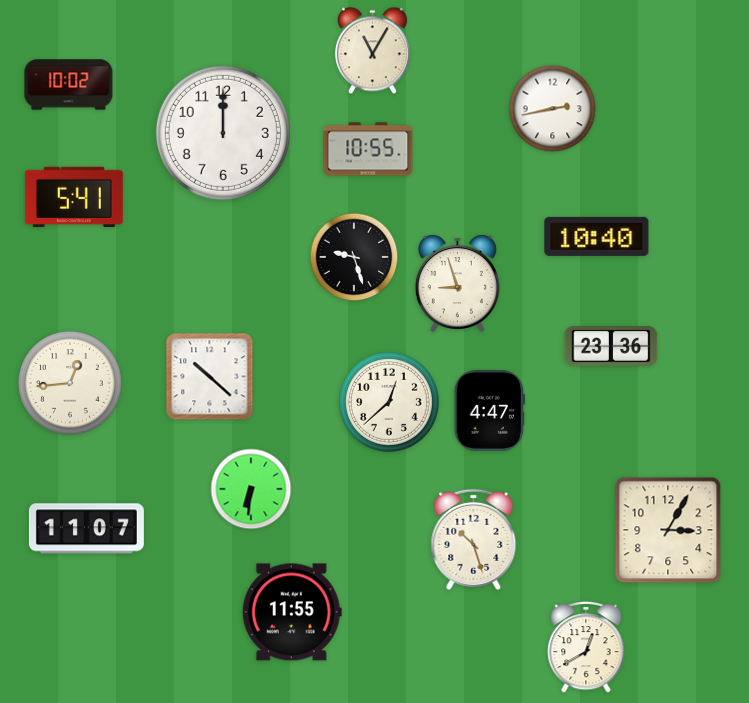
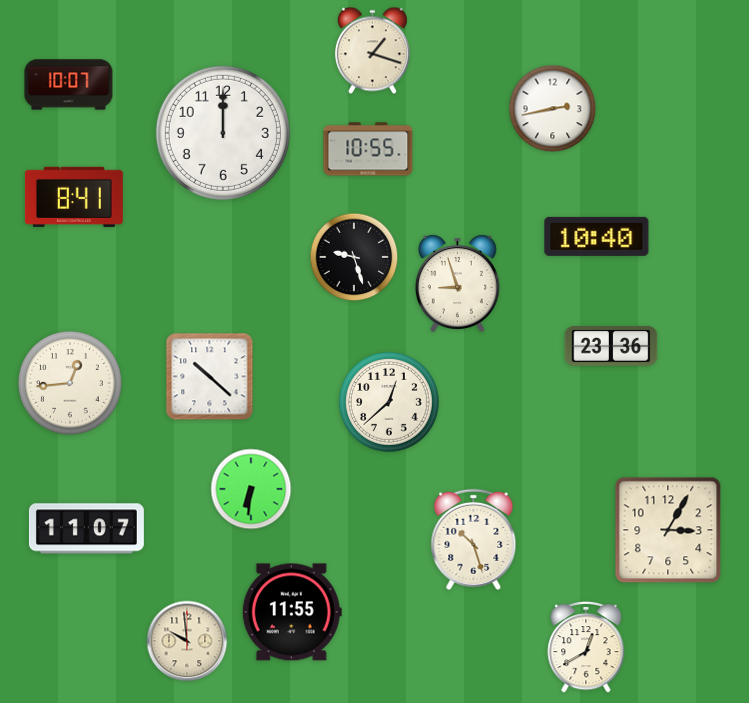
clock at (372, 51): 11:05 -> 1:18
clock at (69, 85): 10:02 -> 10:07
clock at (74, 197): 5:41 -> 8:41
clock at (489, 411): 4:47 -> none
clock at (187, 641): none -> 9:59
